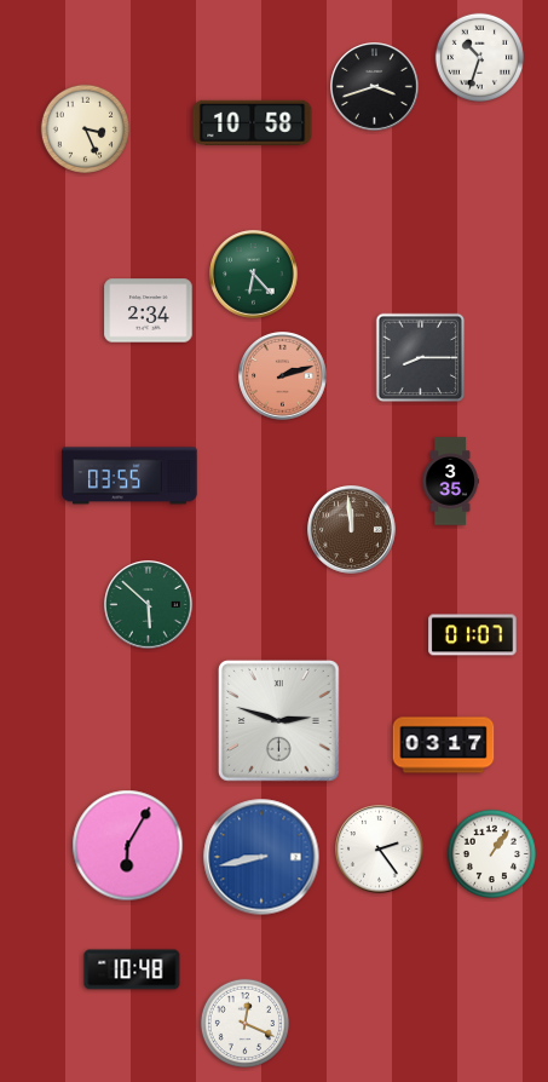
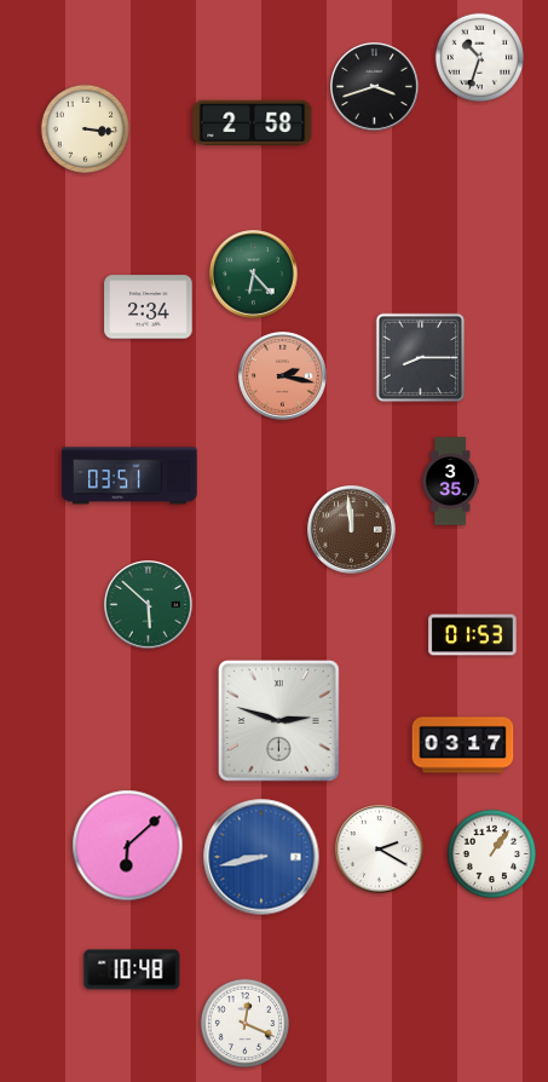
clock at (253, 122): 10:58 -> 2:58
clock at (85, 128): 3:26 -> 3:16
clock at (149, 311) position: (149, 311) -> (149, 307)
clock at (283, 376): 2:12 -> 2:17
clock at (129, 476): 03:55 -> 03:51
clock at (473, 635): 01:07 -> 01:53
clock at (444, 746) position: (444, 746) -> (463, 746)
clock at (128, 846): 6:05 -> 6:08
clock at (380, 850): 2:24 -> 2:20
